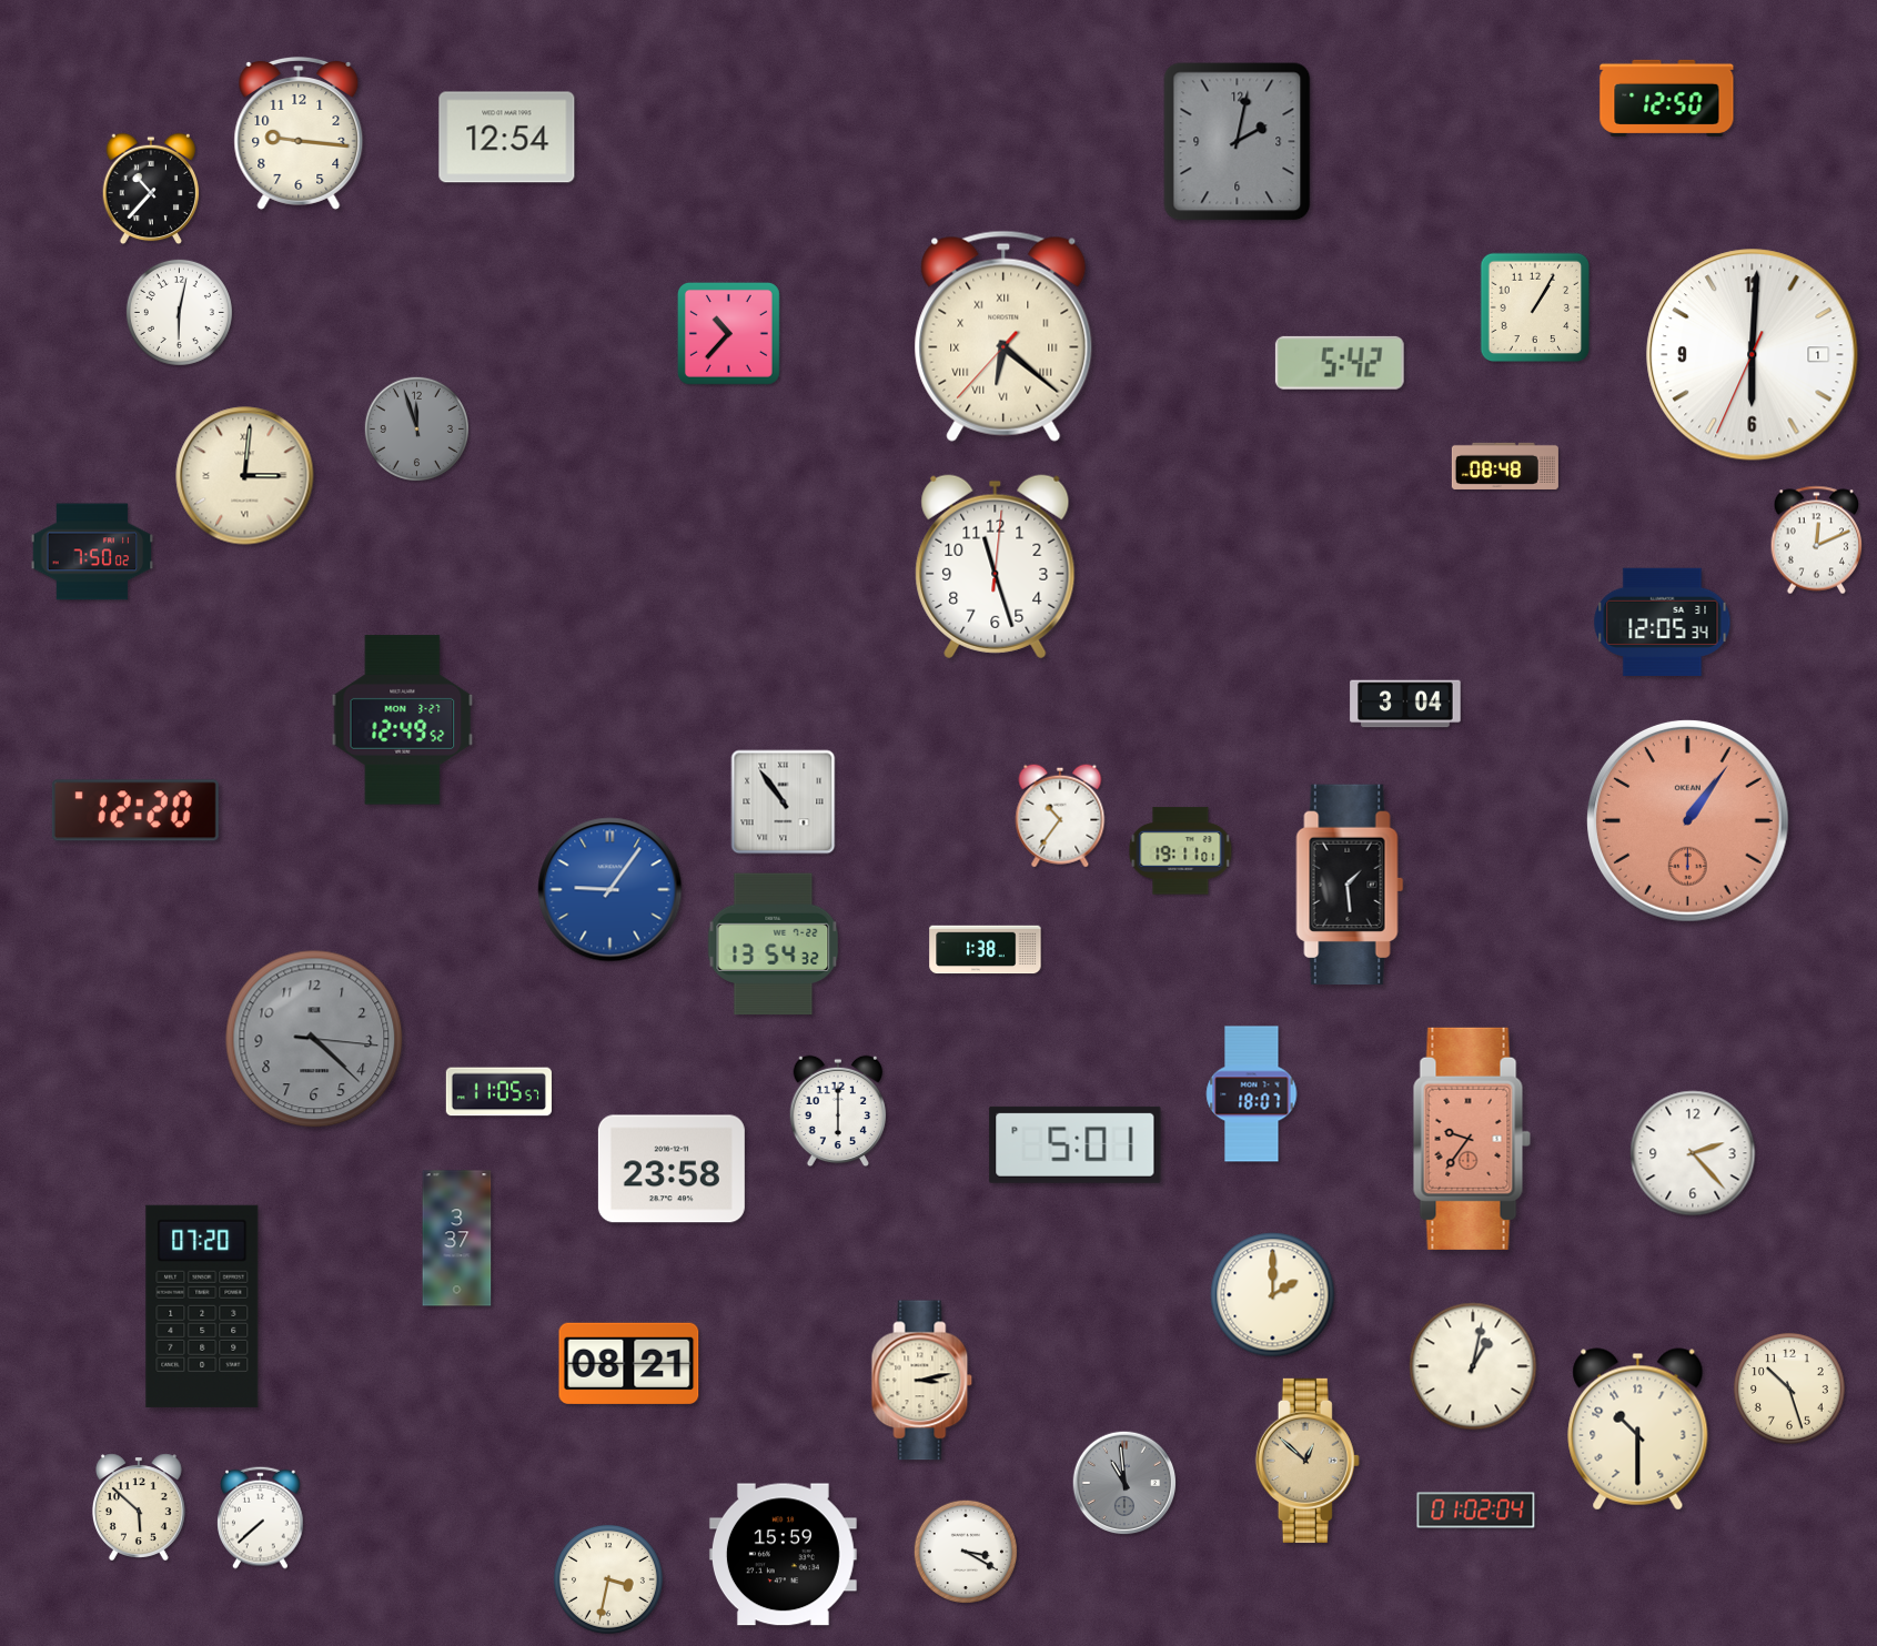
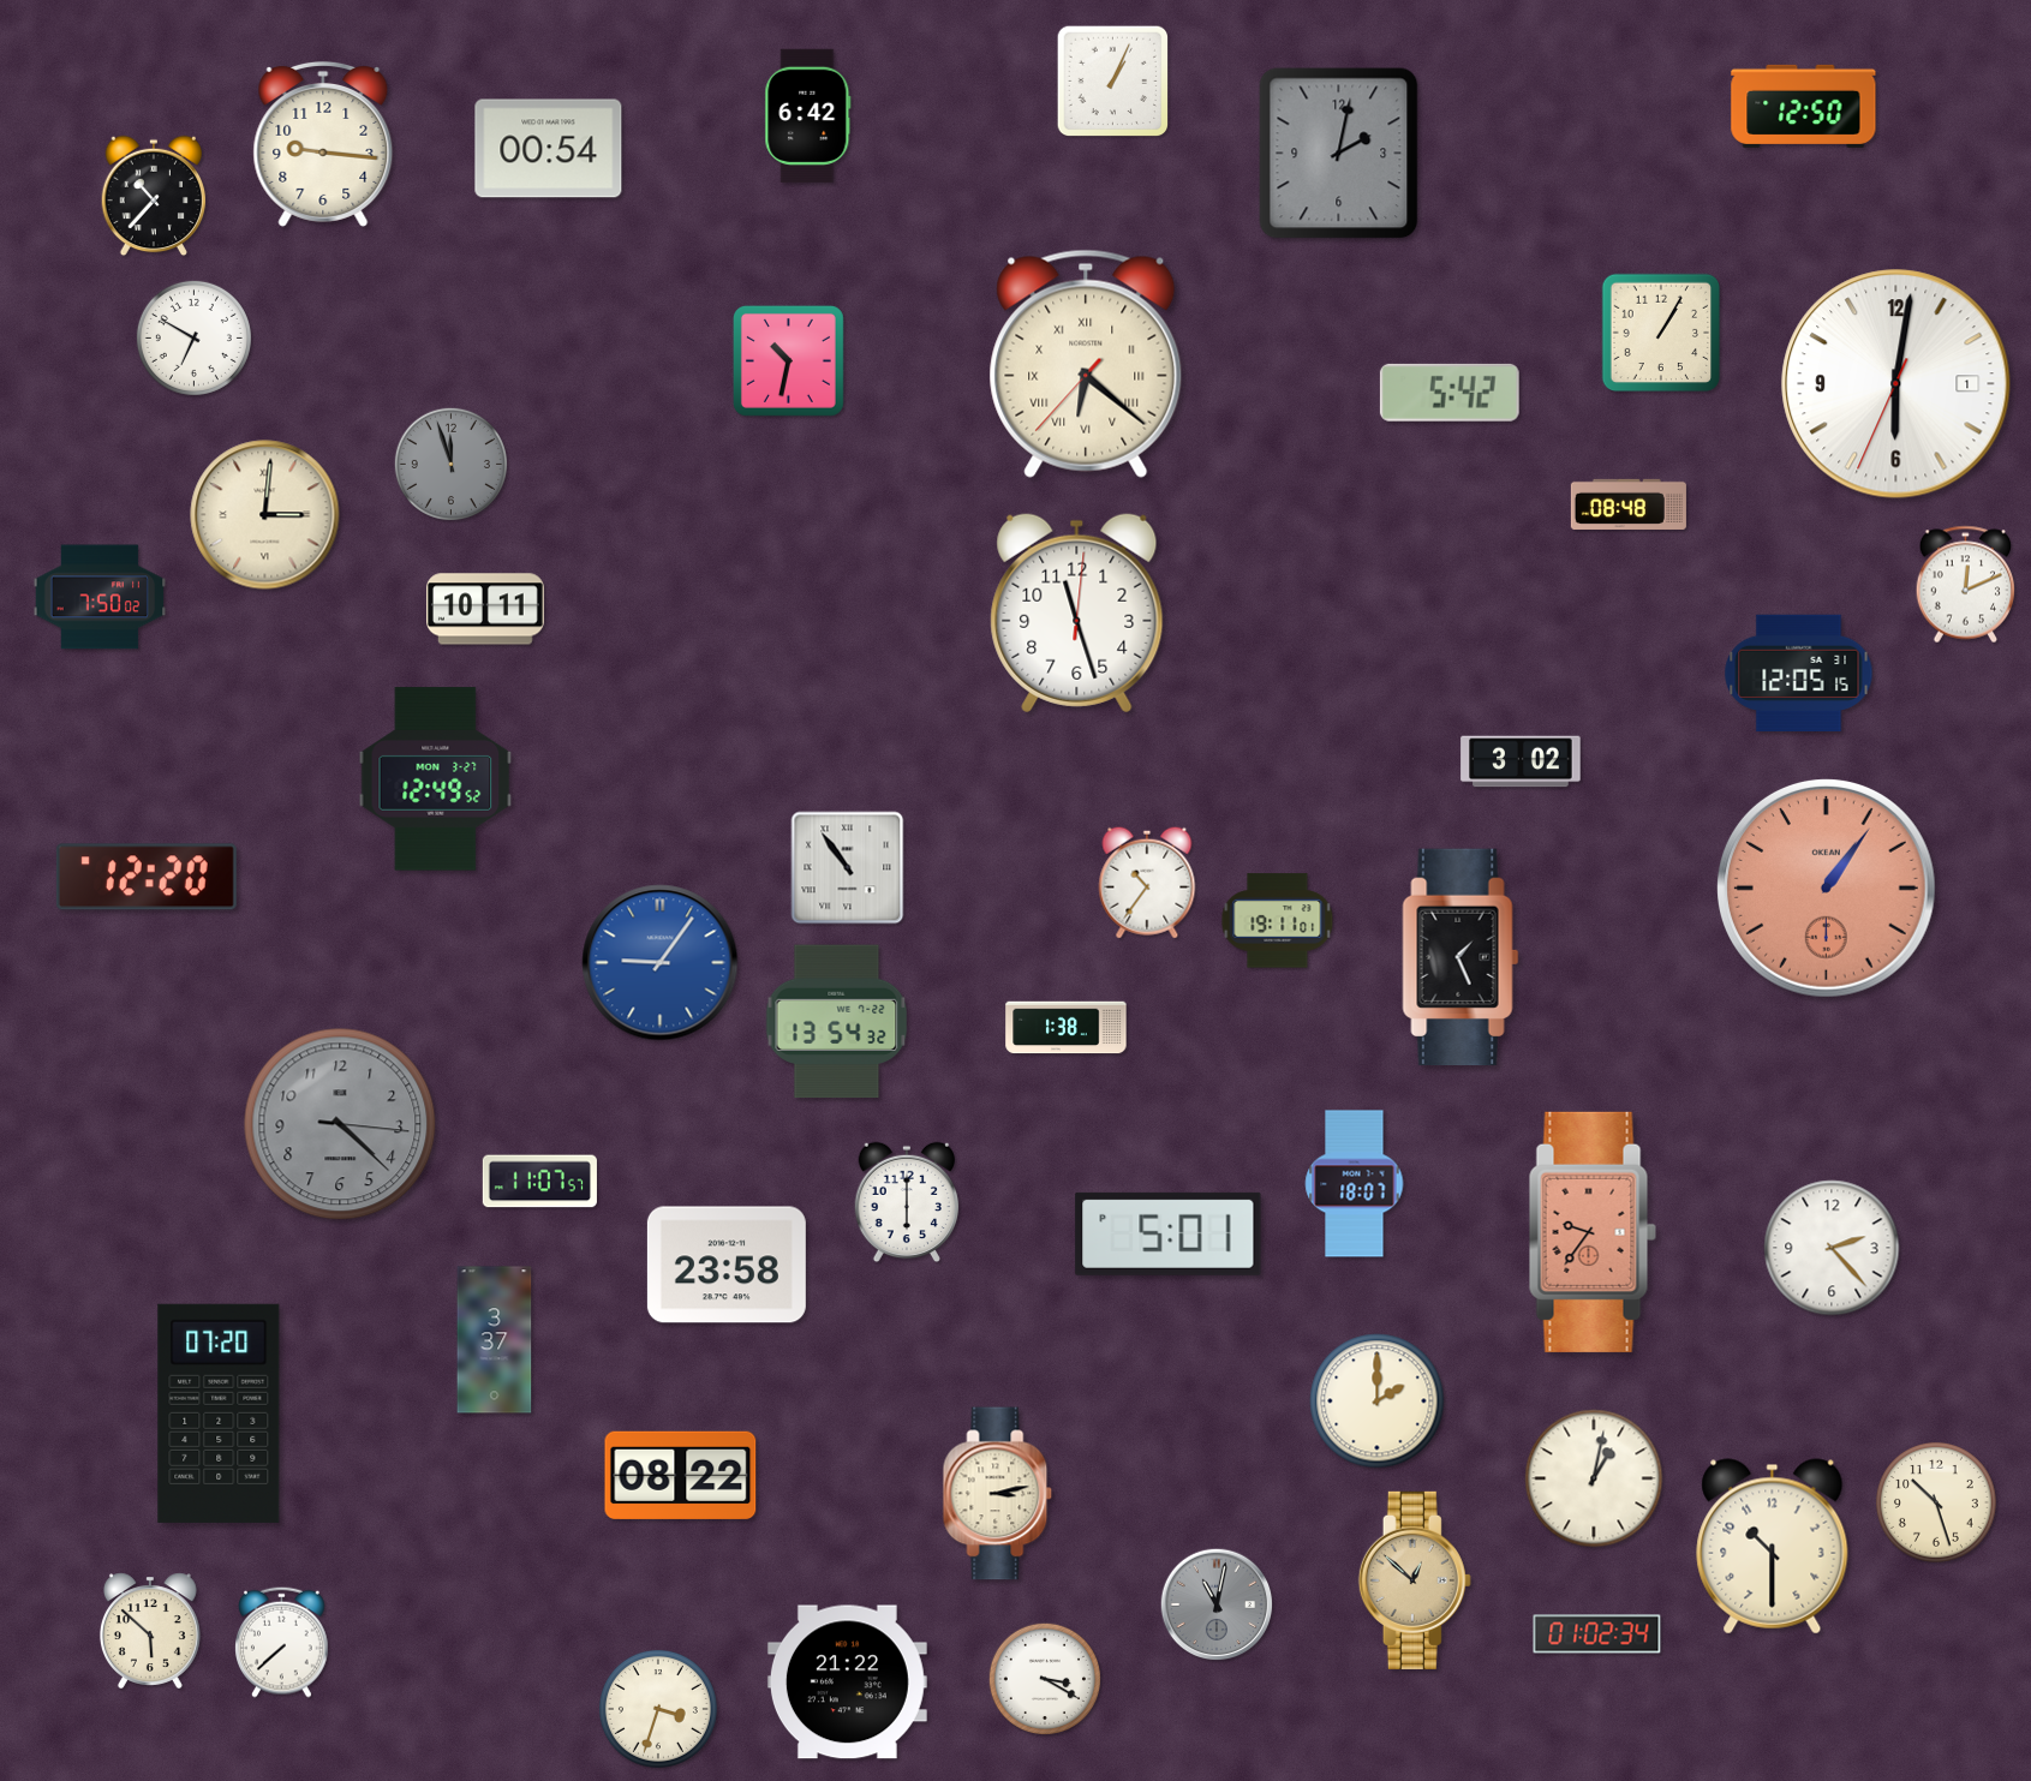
clock at (1113, 82): none -> 1:04
clock at (808, 116): none -> 6:42
clock at (507, 138): 12:54 -> 00:54
clock at (151, 189) position: (151, 189) -> (154, 196)
clock at (179, 312): 6:02 -> 6:50
clock at (728, 333): 10:37 -> 10:32
clock at (1753, 355): 6:00 -> 6:01
clock at (486, 609): none -> 10:11
clock at (1663, 623): 12:05:34 -> 12:05:15
clock at (1405, 704): 3:04 -> 3:02
clock at (1350, 885): 1:29 -> 1:26
clock at (498, 1092): 11:05 -> 11:07
clock at (1076, 1144) position: (1076, 1144) -> (1169, 1233)
clock at (629, 1363): 08:21 -> 08:22
clock at (1124, 1483): 10:59 -> 11:02
clock at (1476, 1511): 01:02:04 -> 01:02:34
clock at (783, 1555): 15:59 -> 21:22
clock at (608, 1579): 3:32 -> 3:33
